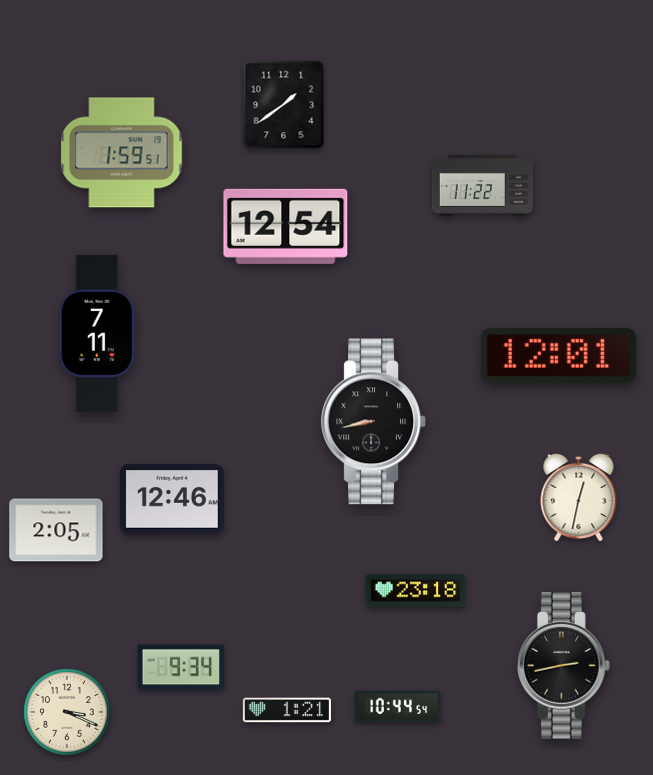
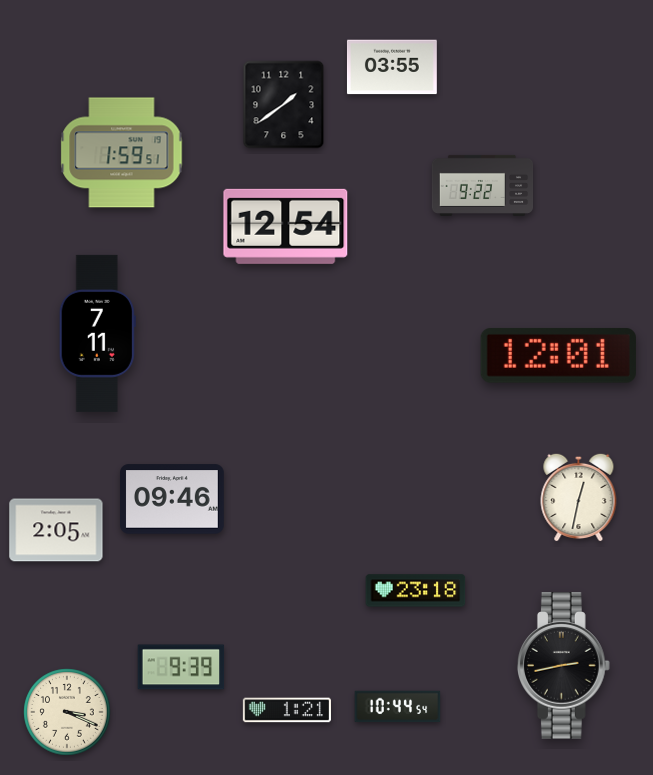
clock at (392, 67): none -> 03:55
clock at (483, 185): 11:22 -> 9:22
clock at (373, 422): 8:43 -> none
clock at (172, 499): 12:46 -> 09:46
clock at (181, 667): 9:34 -> 9:39
